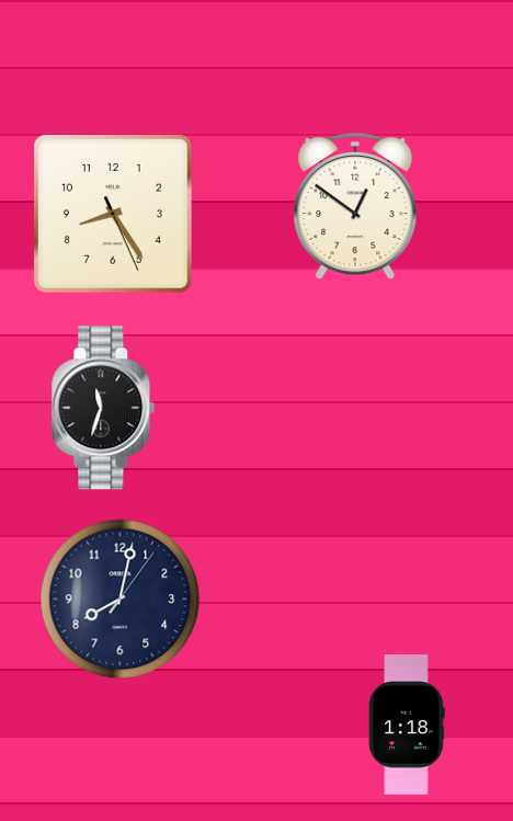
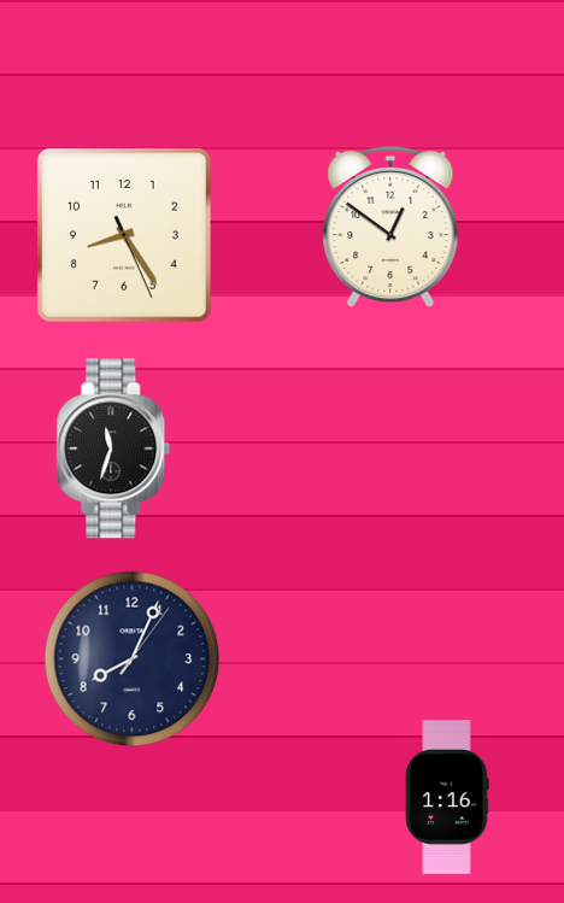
clock at (121, 600): 8:02 -> 8:04
clock at (407, 725): 1:18 -> 1:16
